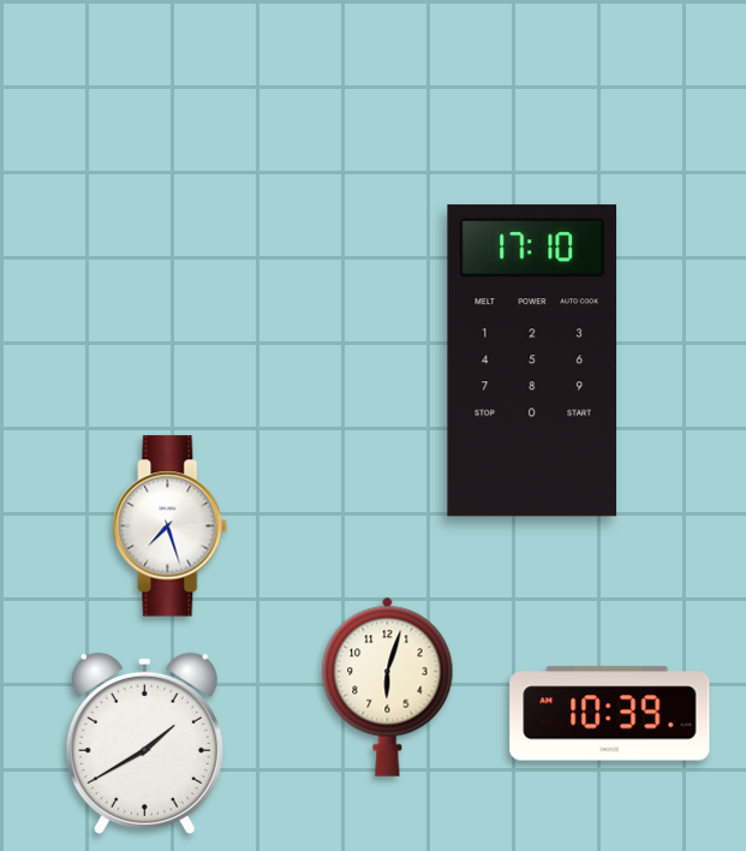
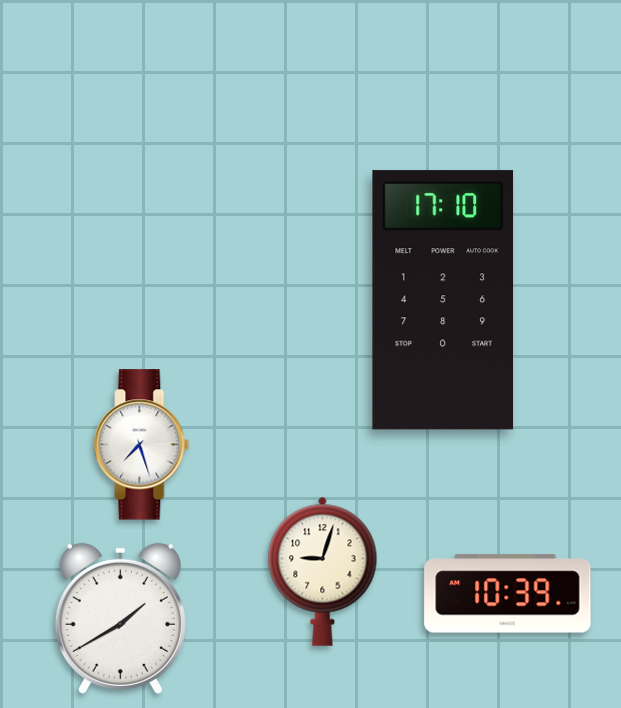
clock at (171, 526) position: (171, 526) -> (142, 445)
clock at (388, 686): 6:03 -> 9:03
